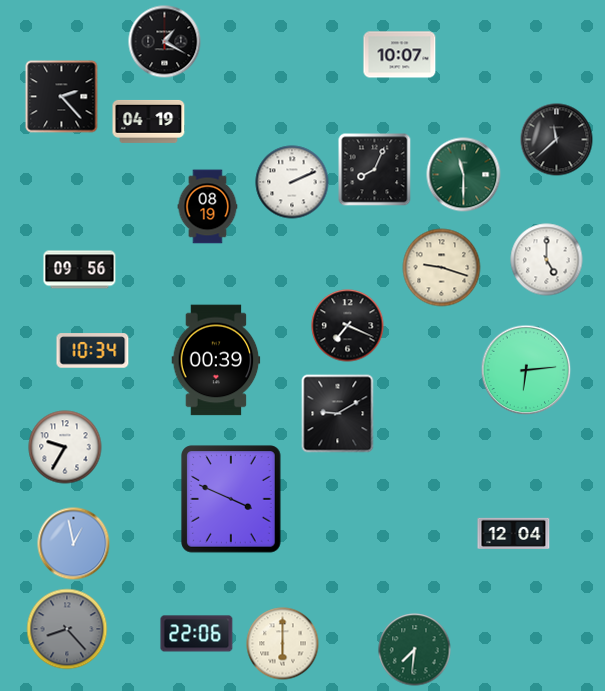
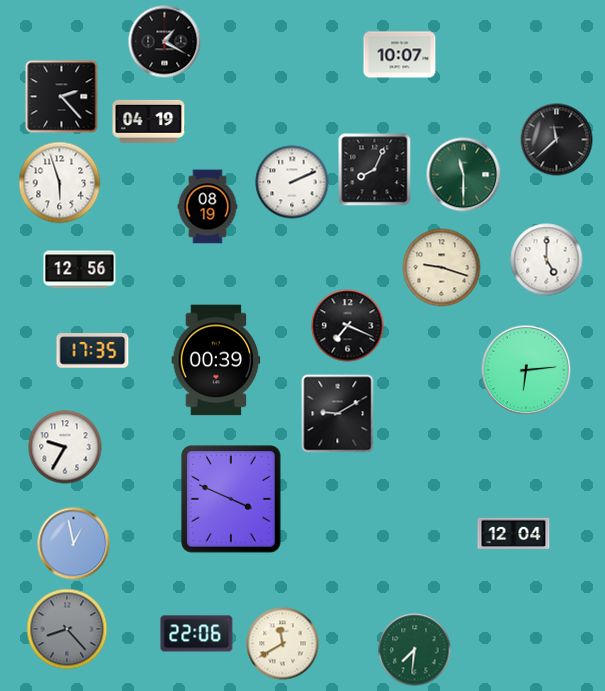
clock at (60, 183): none -> 5:57
clock at (80, 270): 09:56 -> 12:56
clock at (93, 351): 10:34 -> 17:35
clock at (283, 644): 6:00 -> 11:40
